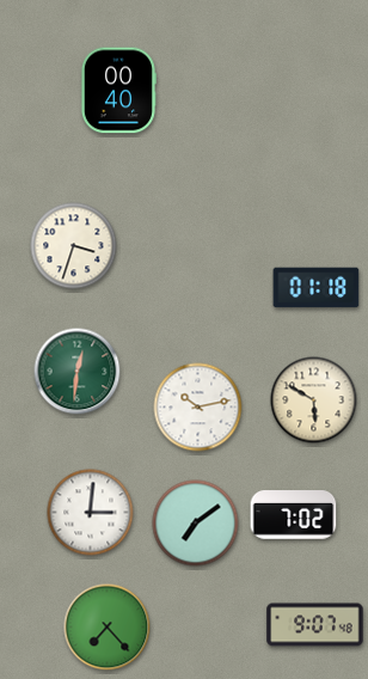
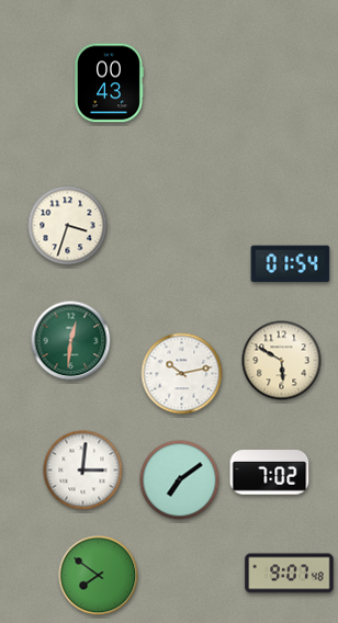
clock at (118, 91): 00:40 -> 00:43
clock at (317, 288): 01:18 -> 01:54
clock at (314, 400) position: (314, 400) -> (282, 361)
clock at (108, 628): 7:23 -> 7:51
